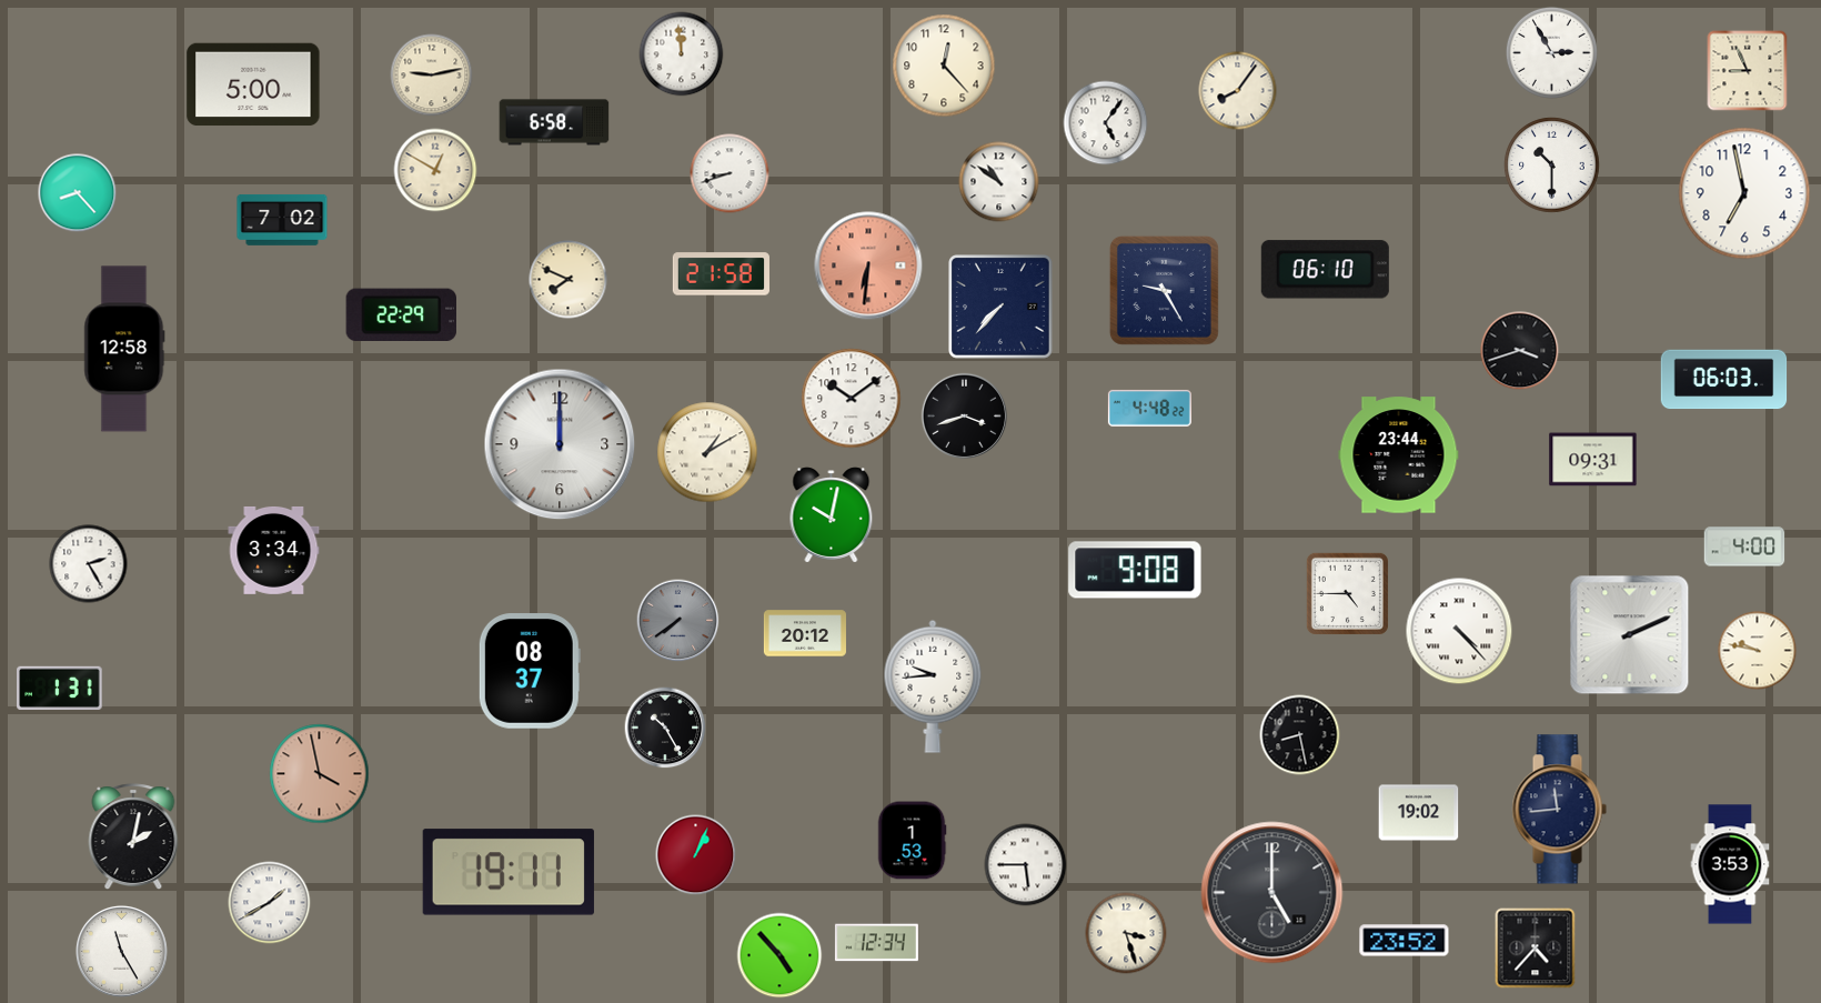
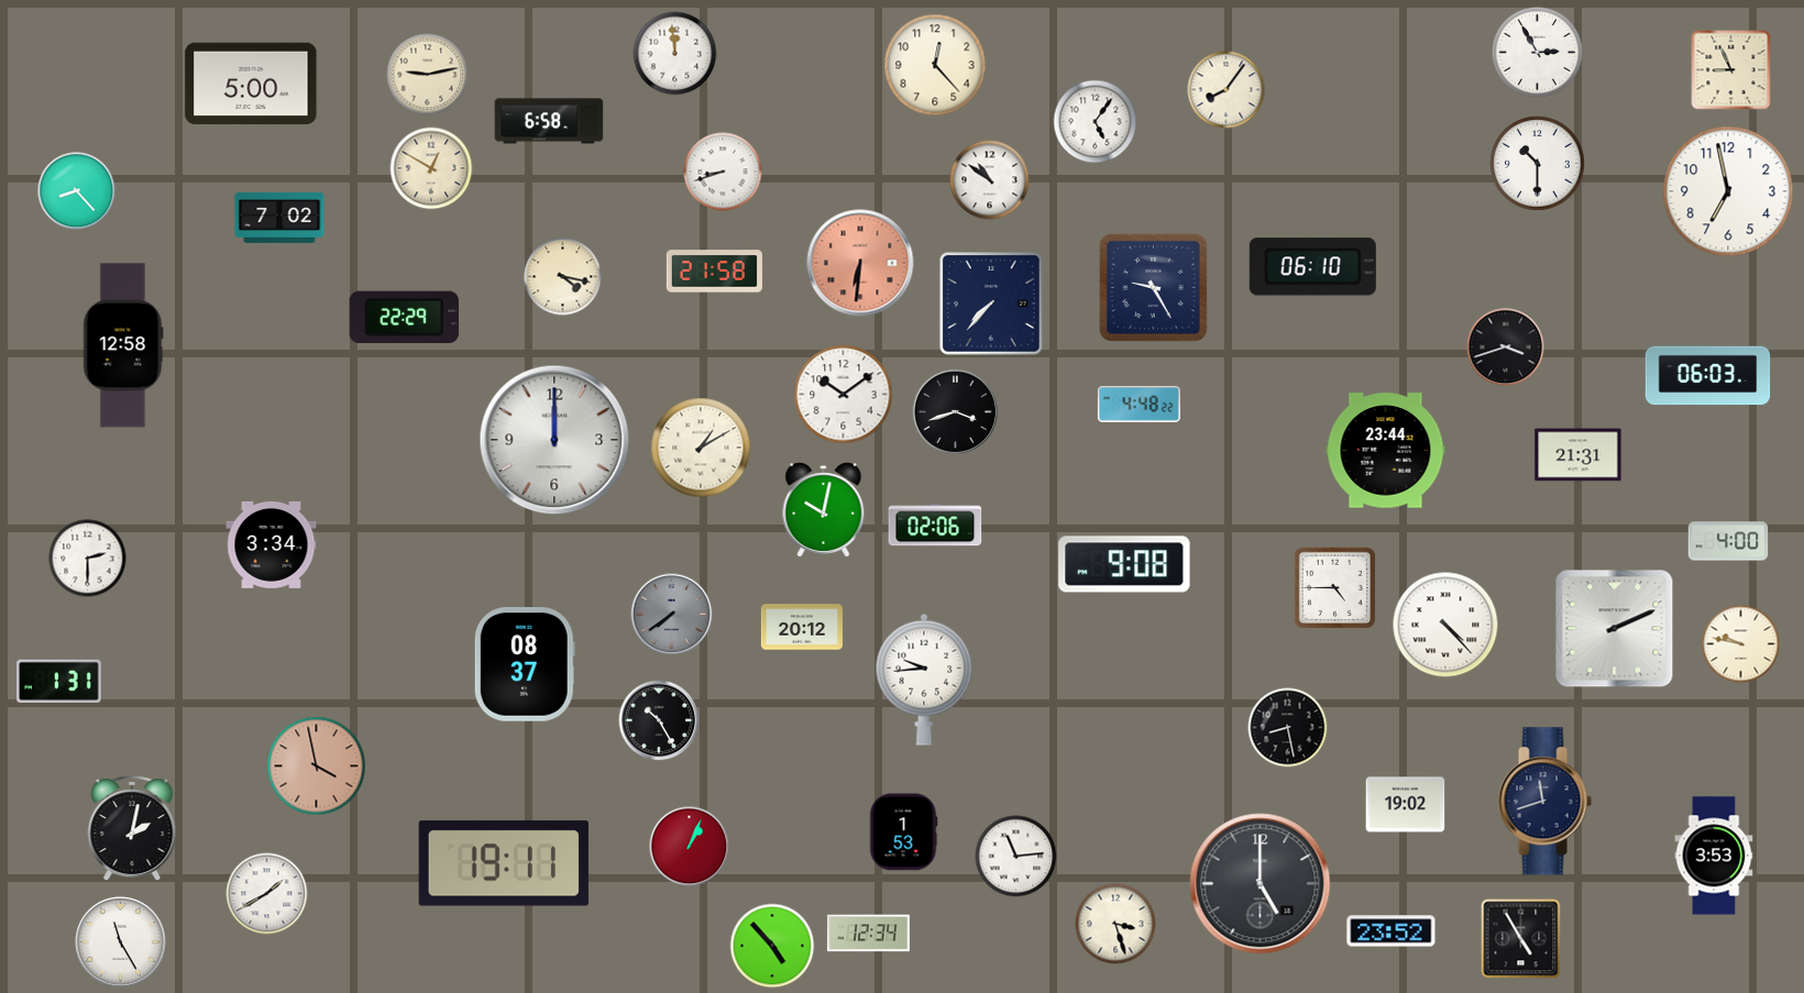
clock at (569, 280): 7:49 -> 4:17
clock at (401, 314) position: (401, 314) -> (404, 317)
clock at (1593, 460): 09:31 -> 21:31
clock at (935, 525): none -> 02:06
clock at (89, 564): 2:25 -> 2:30
clock at (805, 633) position: (805, 633) -> (802, 627)
clock at (1559, 810): 11:44 -> 11:42
clock at (1026, 865): 5:45 -> 11:14
clock at (1536, 949): 4:37 -> 4:55
